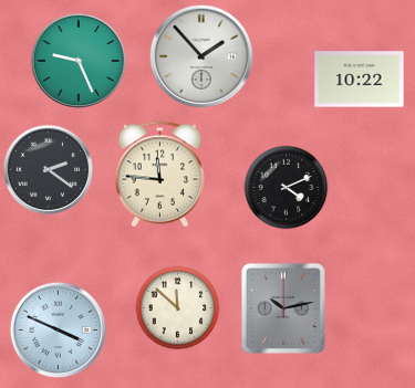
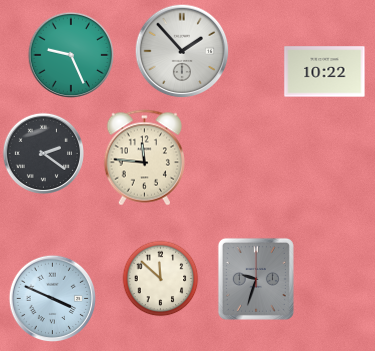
clock at (287, 188): 4:11 -> none
clock at (283, 308): 10:13 -> 9:33
